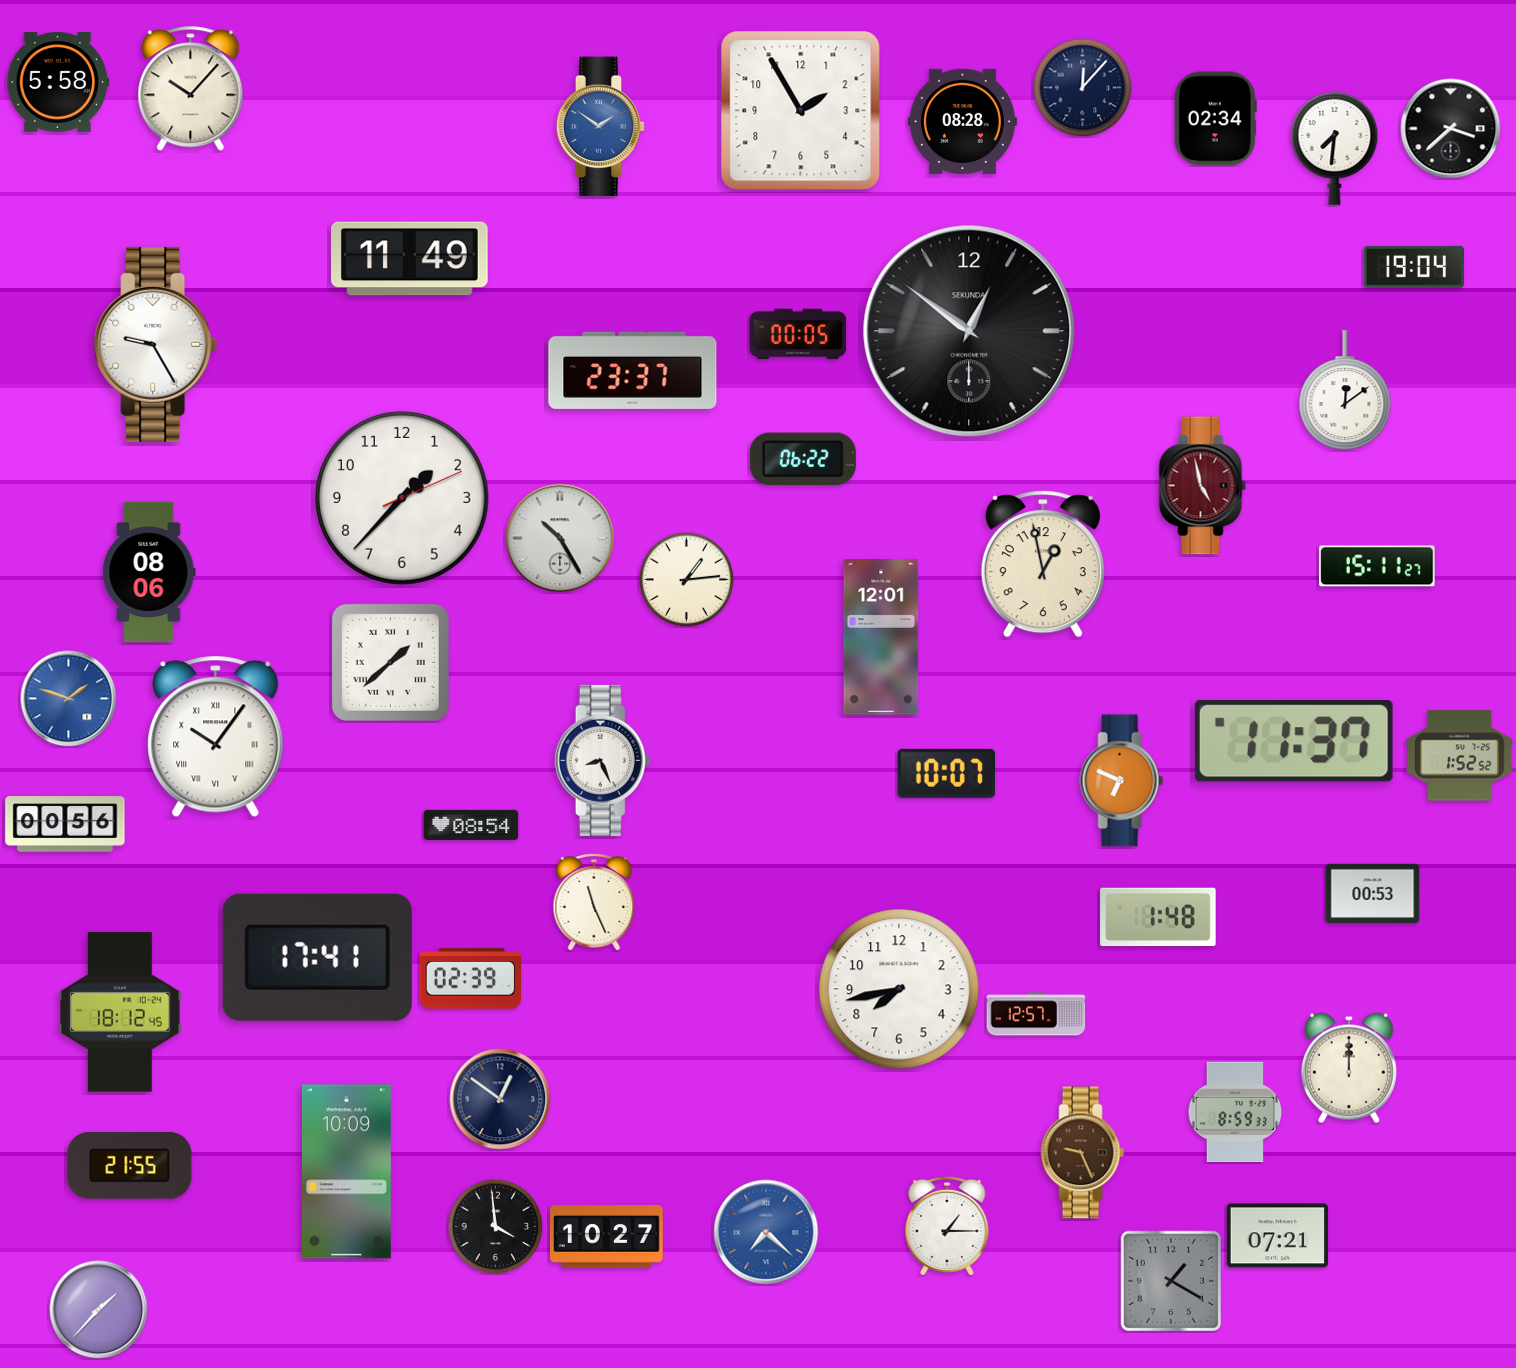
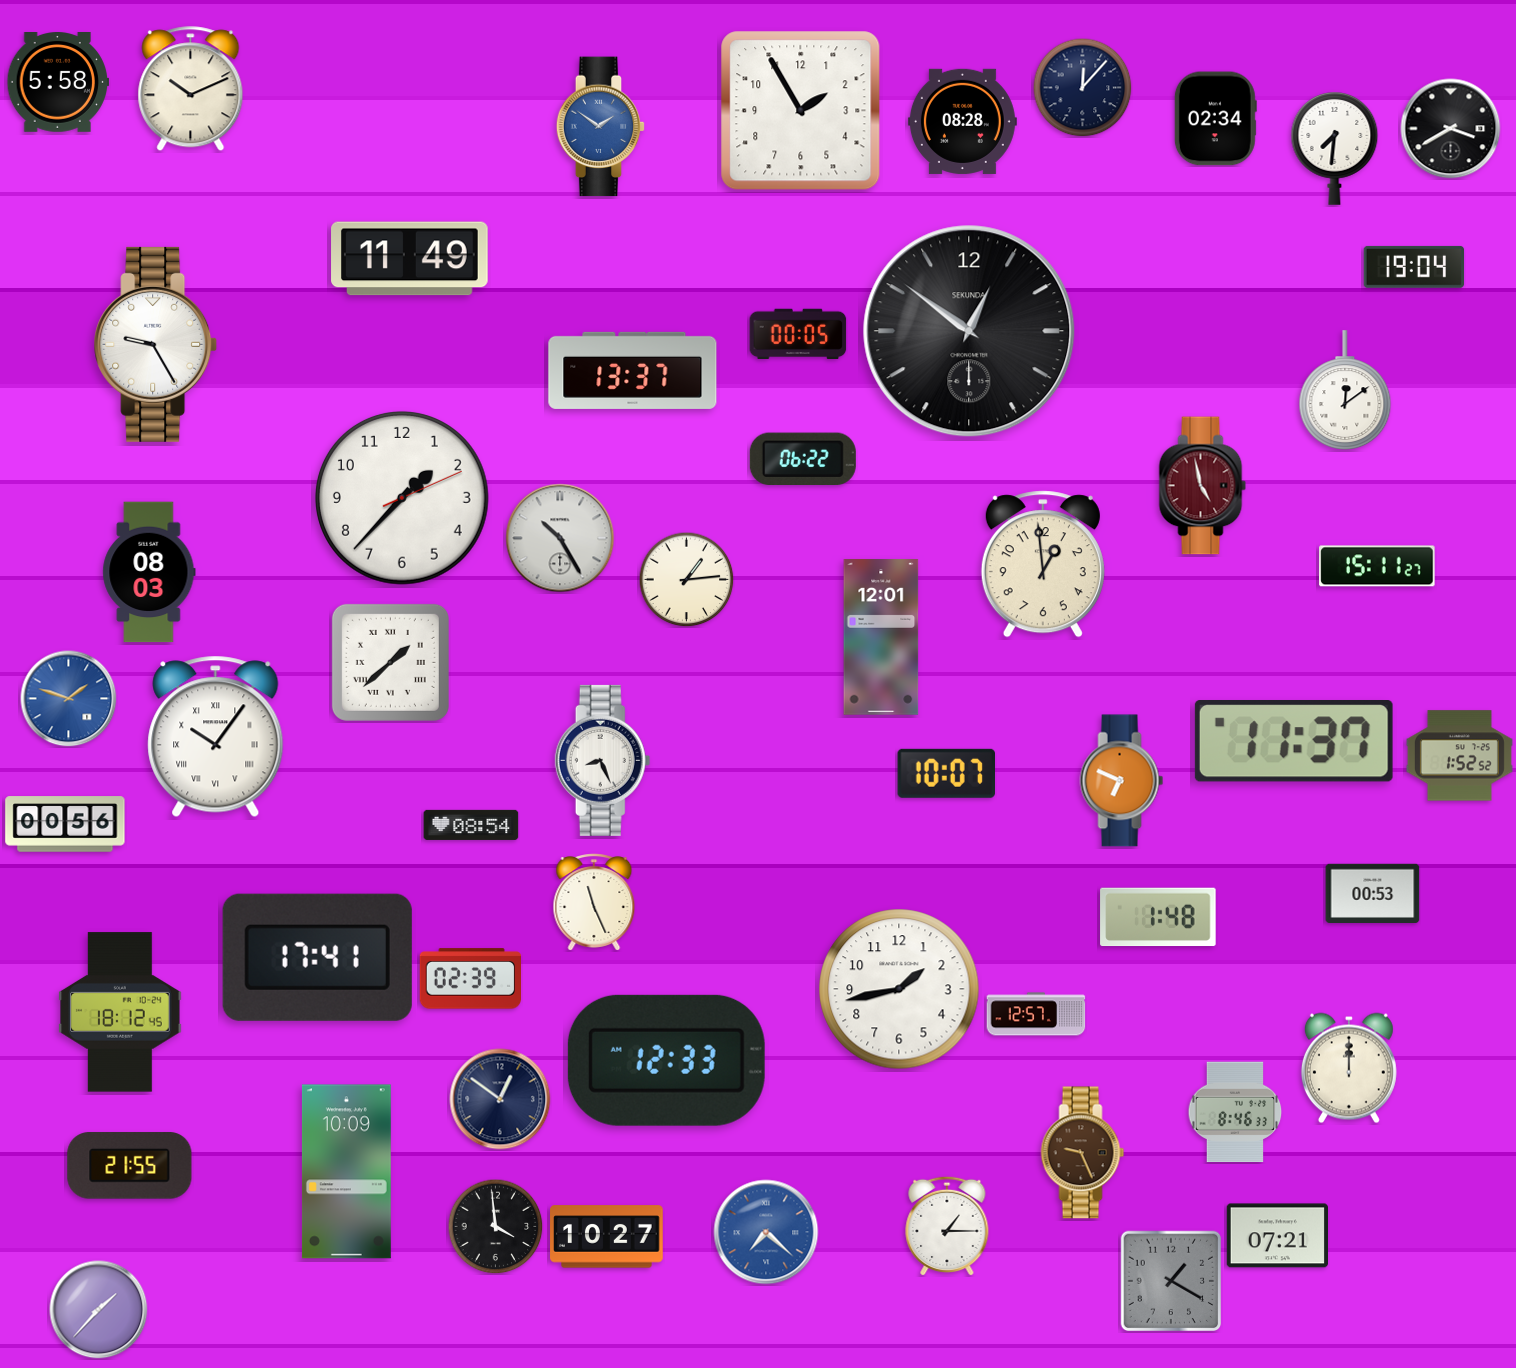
clock at (191, 89): 10:07 -> 10:11
clock at (1451, 129): 3:38 -> 3:40
clock at (633, 370): 23:37 -> 13:37
clock at (1043, 564): 12:58 -> 12:59
clock at (149, 572): 08:06 -> 08:03
clock at (899, 989): 7:43 -> 1:43
clock at (666, 1060): none -> 12:33
clock at (1235, 1112): 8:59 -> 8:46
